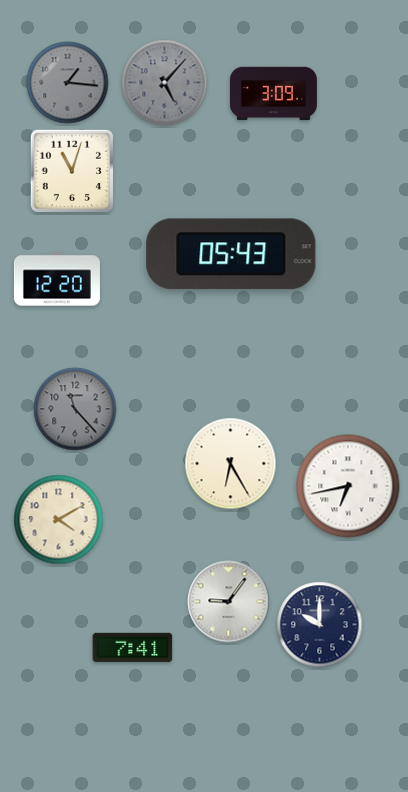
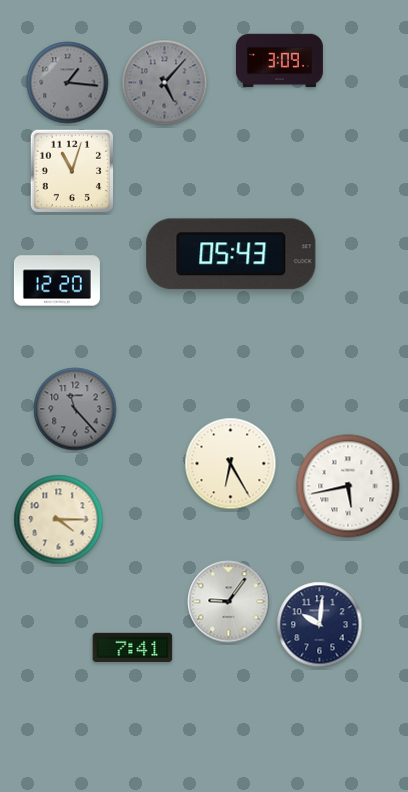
clock at (273, 94) position: (273, 94) -> (279, 61)
clock at (348, 486): 6:43 -> 5:43
clock at (59, 520): 4:10 -> 4:15
clock at (320, 625): 10:00 -> 10:01
